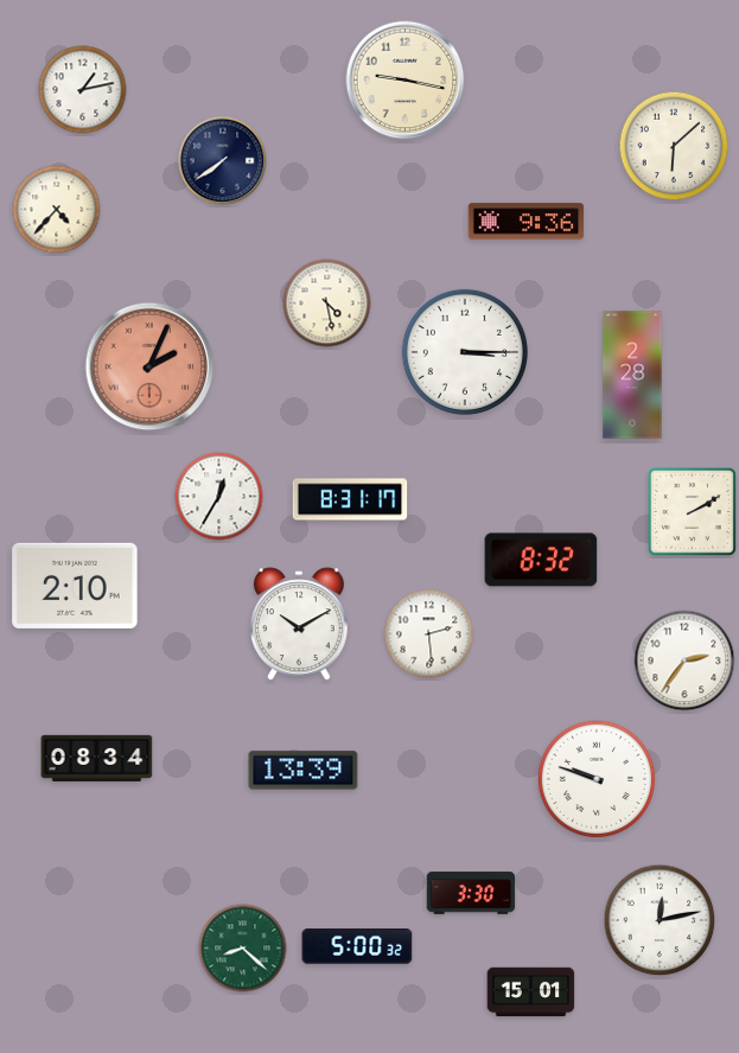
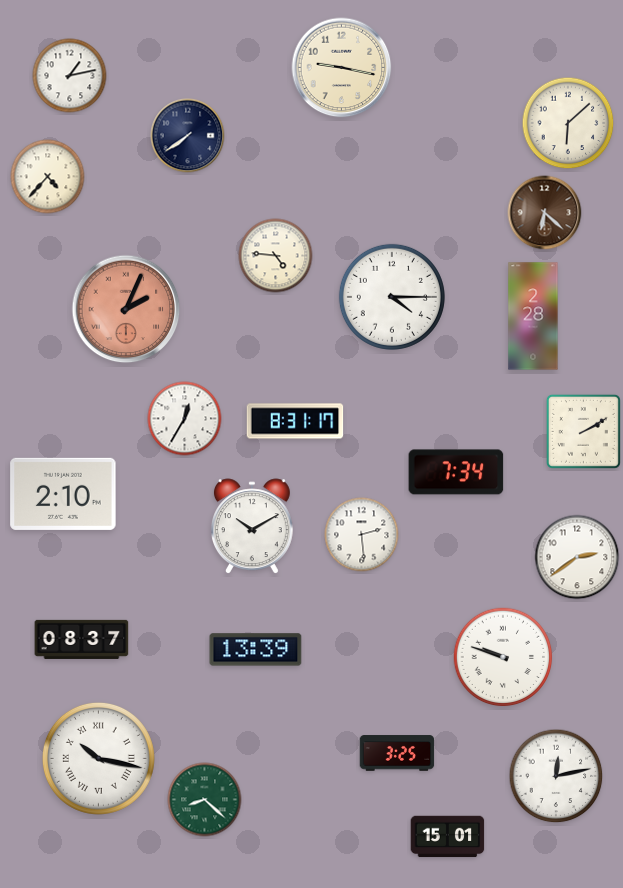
clock at (527, 222): 9:36 -> none
clock at (545, 213): none -> 6:22
clock at (327, 304): 4:28 -> 4:46
clock at (465, 352): 3:15 -> 4:15
clock at (541, 560): 8:32 -> 7:34
clock at (684, 660): 2:36 -> 2:39
clock at (97, 758): 08:34 -> 08:37
clock at (471, 893): 3:30 -> 3:25
clock at (98, 758): none -> 10:17
clock at (357, 946): 5:00 -> none
